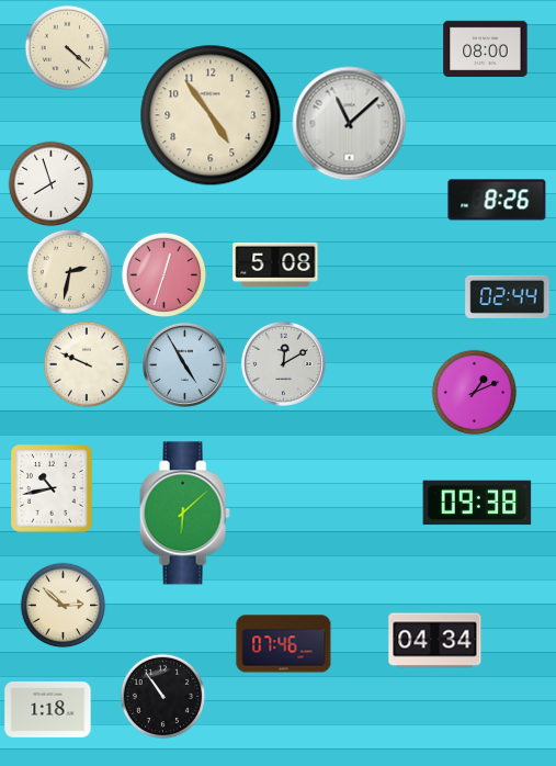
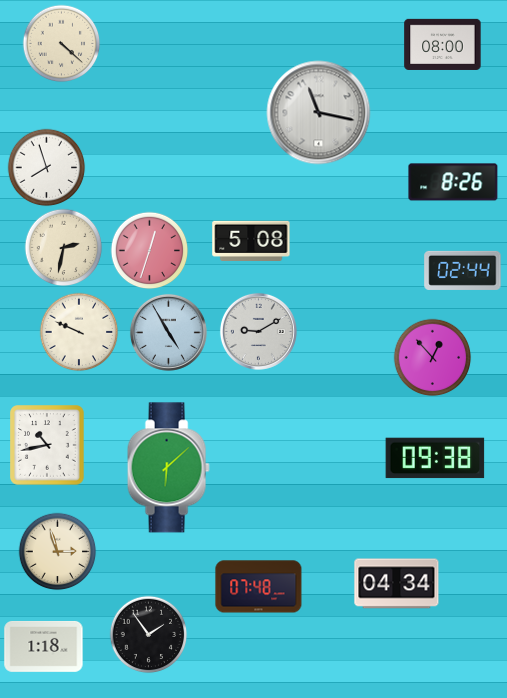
clock at (211, 115): 4:54 -> none
clock at (350, 124): 11:08 -> 11:17
clock at (283, 363): 12:10 -> 9:10
clock at (474, 392): 1:11 -> 12:53
clock at (63, 605): 2:52 -> 2:57
clock at (284, 644): 07:46 -> 07:48
clock at (162, 696): 10:54 -> 1:54
